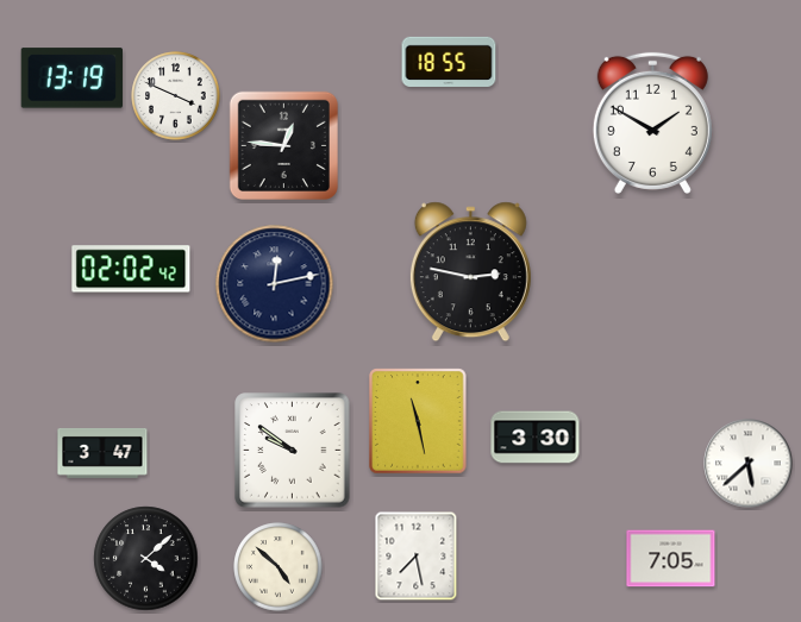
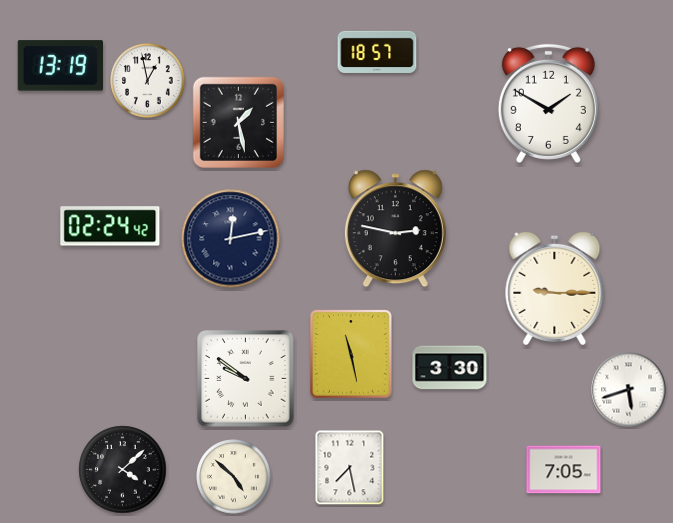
clock at (449, 61): 18:55 -> 18:57
clock at (176, 96): 3:49 -> 12:58
clock at (283, 145): 12:46 -> 1:28
clock at (131, 269): 02:02 -> 02:24
clock at (555, 288): none -> 9:15
clock at (102, 453): 3:47 -> none
clock at (749, 464): 5:38 -> 5:42
